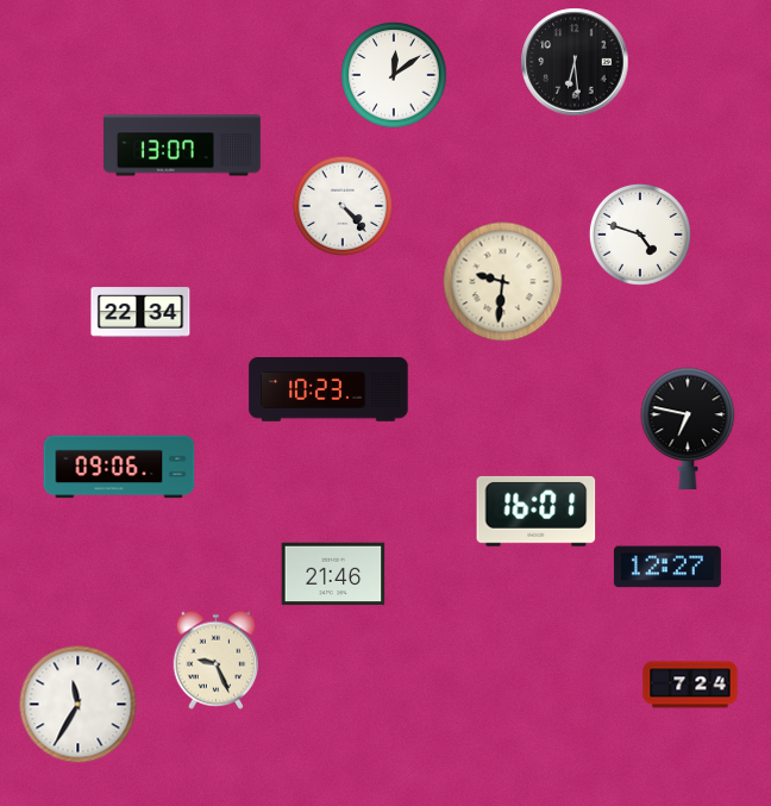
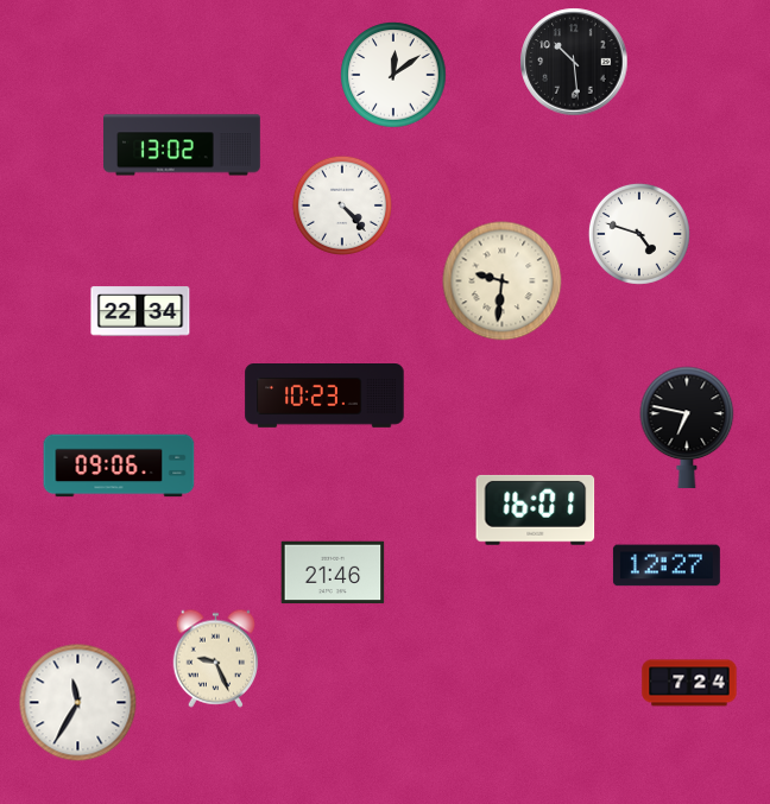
clock at (575, 62): 6:29 -> 10:29
clock at (183, 145): 13:07 -> 13:02
clock at (328, 390) position: (328, 390) -> (324, 397)
